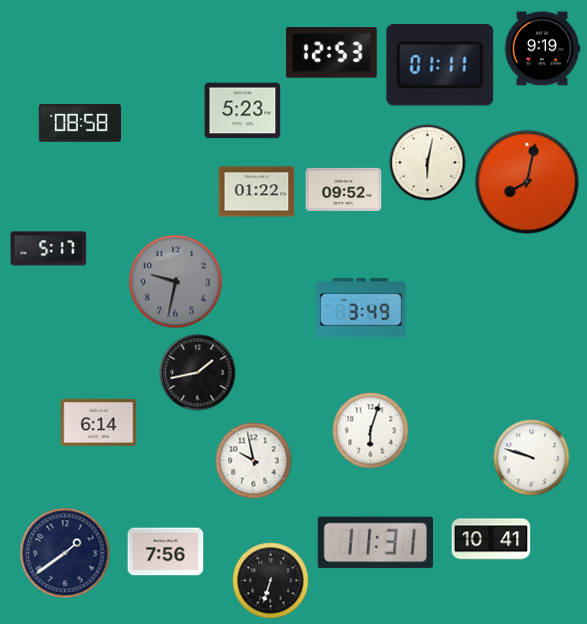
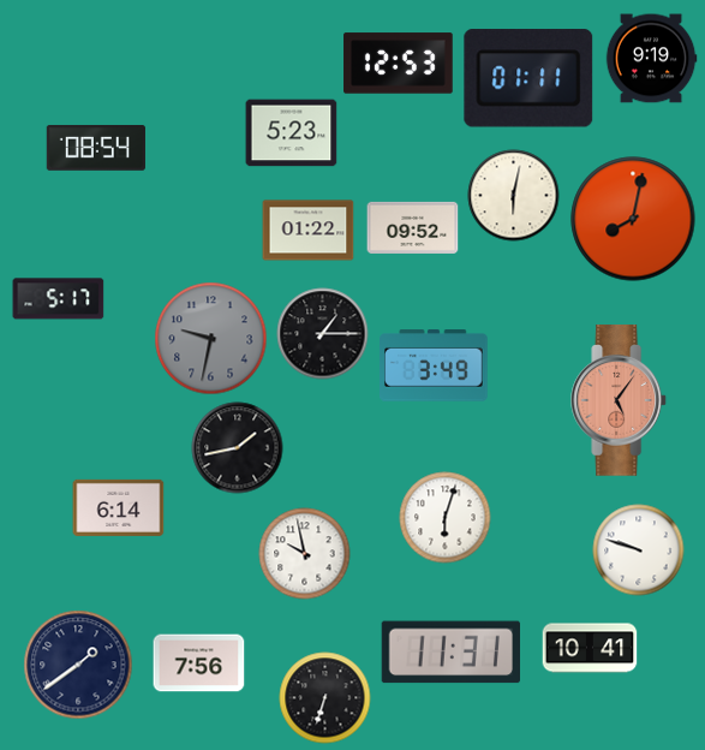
clock at (80, 123): 08:58 -> 08:54
clock at (323, 334): none -> 1:15
clock at (362, 308) position: (362, 308) -> (435, 365)
clock at (620, 400): none -> 5:06
